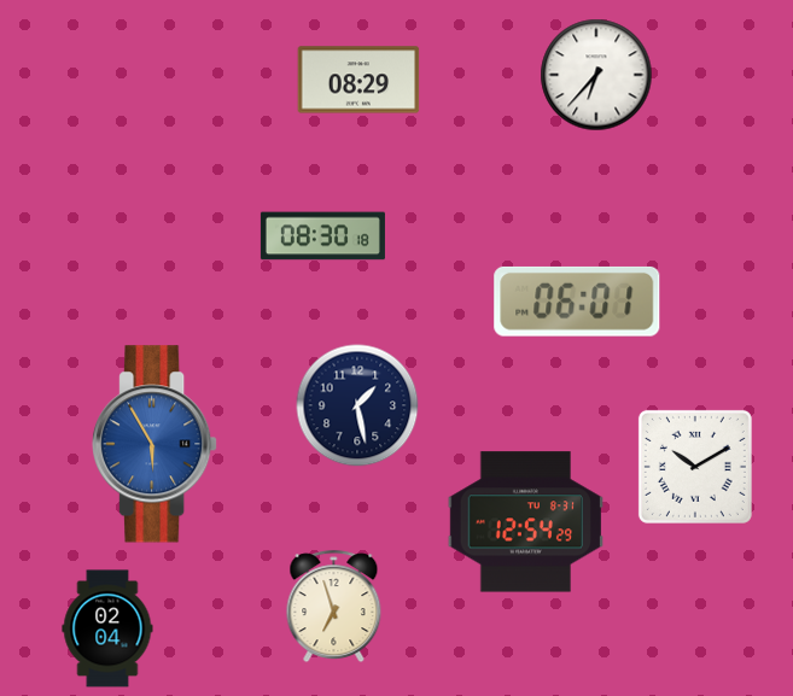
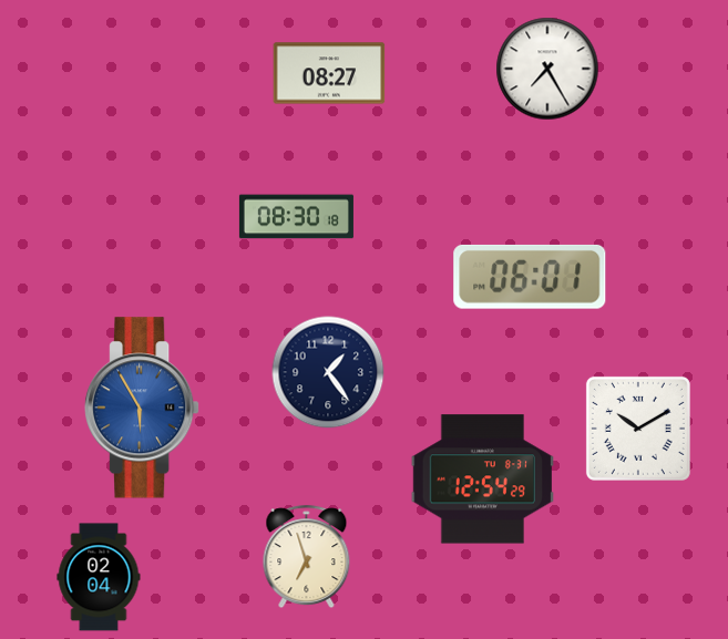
clock at (596, 75): 6:37 -> 7:25
clock at (358, 80): 08:29 -> 08:27
clock at (357, 405): 1:28 -> 1:24
